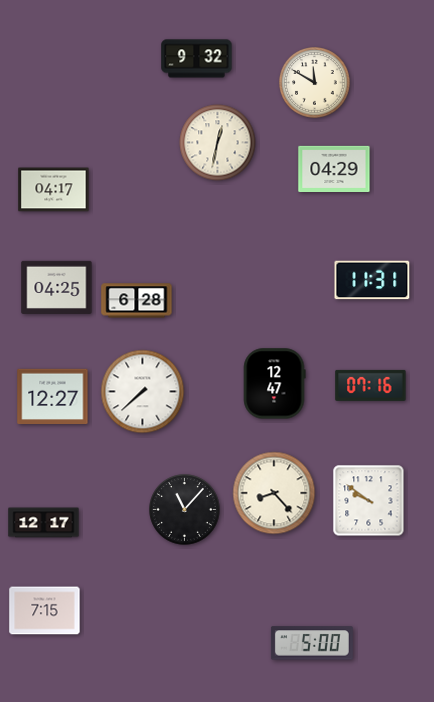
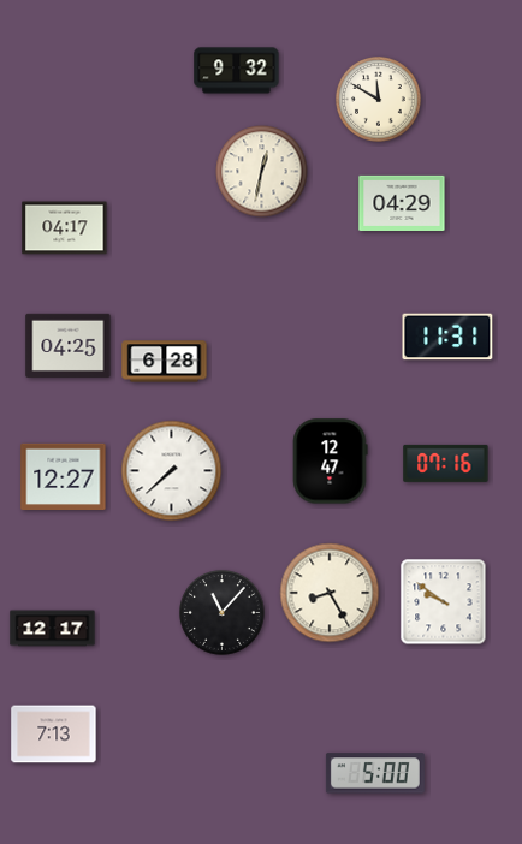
clock at (274, 493): 8:23 -> 8:25
clock at (45, 611): 7:15 -> 7:13
